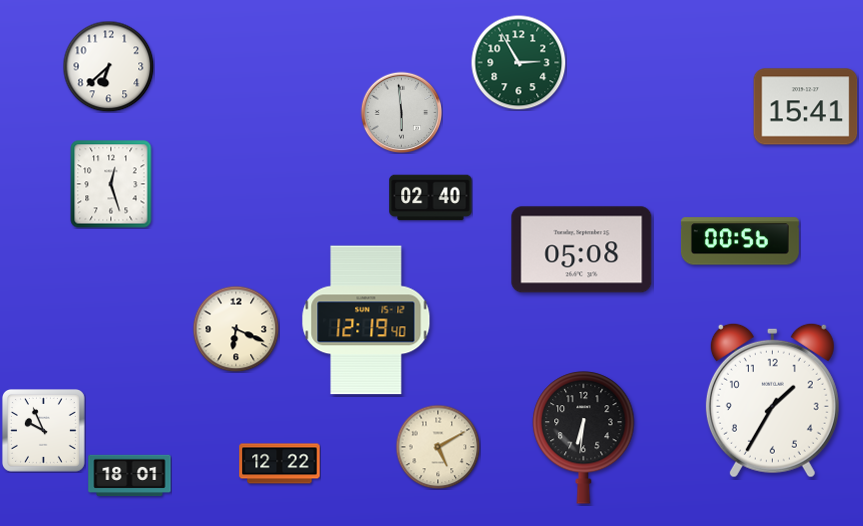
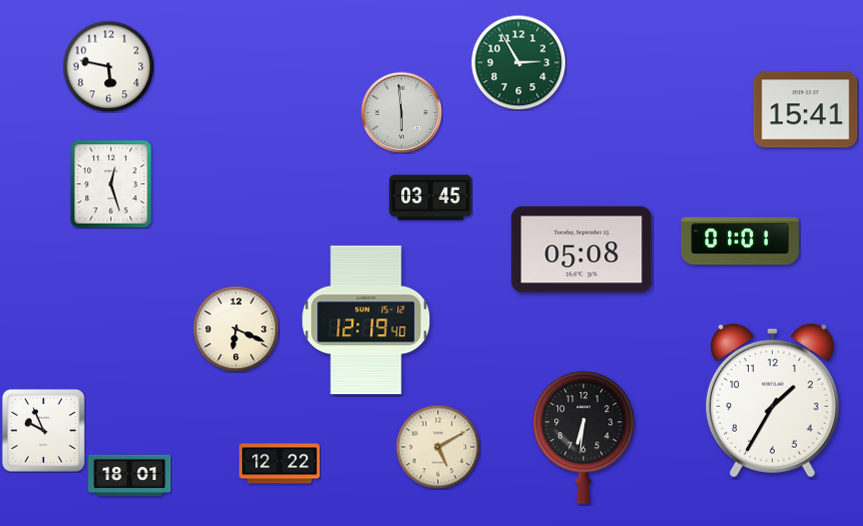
clock at (108, 66): 6:38 -> 5:47
clock at (806, 107) position: (806, 107) -> (806, 110)
clock at (431, 198): 02:40 -> 03:45
clock at (740, 241): 00:56 -> 01:01
